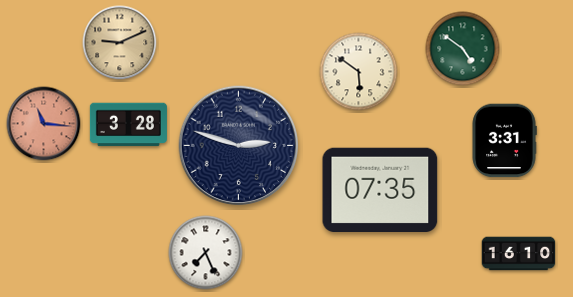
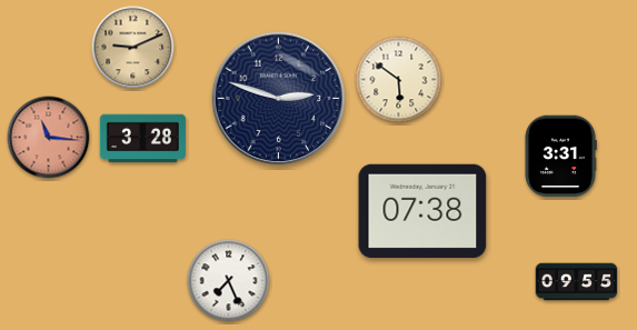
clock at (463, 49): 4:51 -> none
clock at (239, 146) position: (239, 146) -> (279, 99)
clock at (380, 189): 07:35 -> 07:38
clock at (519, 254): 16:10 -> 09:55
